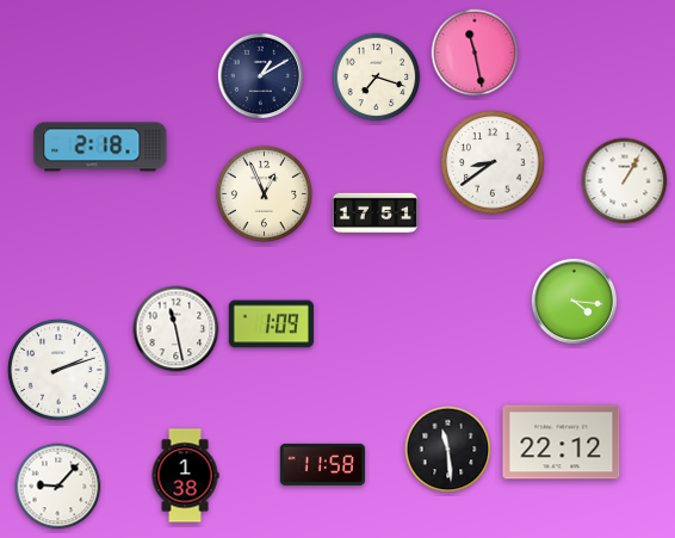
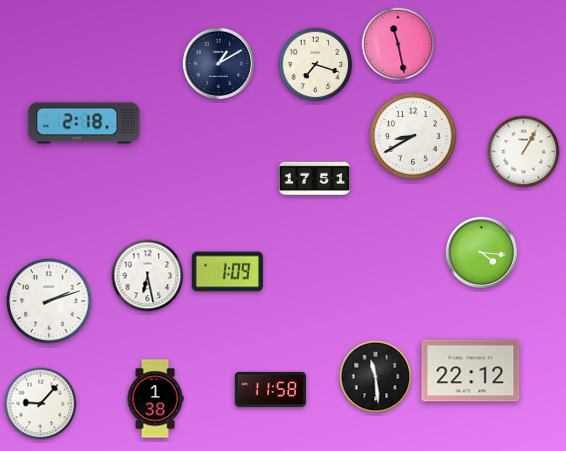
clock at (493, 162): 8:39 -> 8:40
clock at (264, 193): 12:56 -> none
clock at (177, 329): 11:28 -> 6:28
clock at (58, 370) position: (58, 370) -> (49, 301)
clock at (58, 487) position: (58, 487) -> (41, 404)
